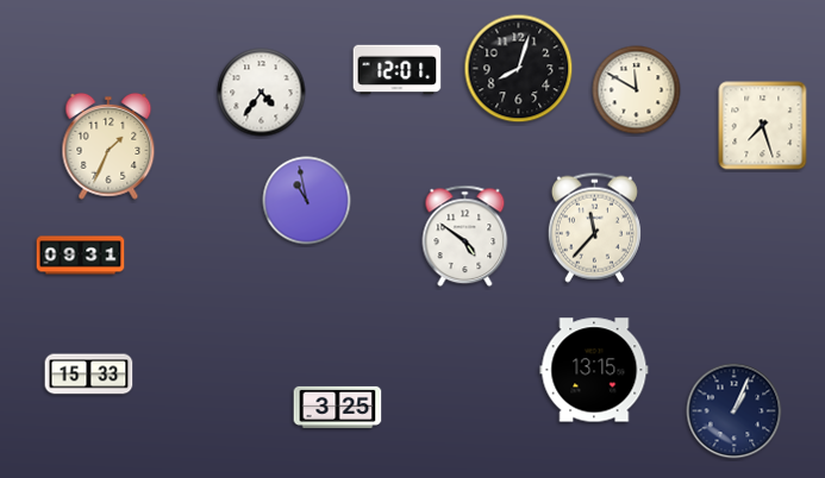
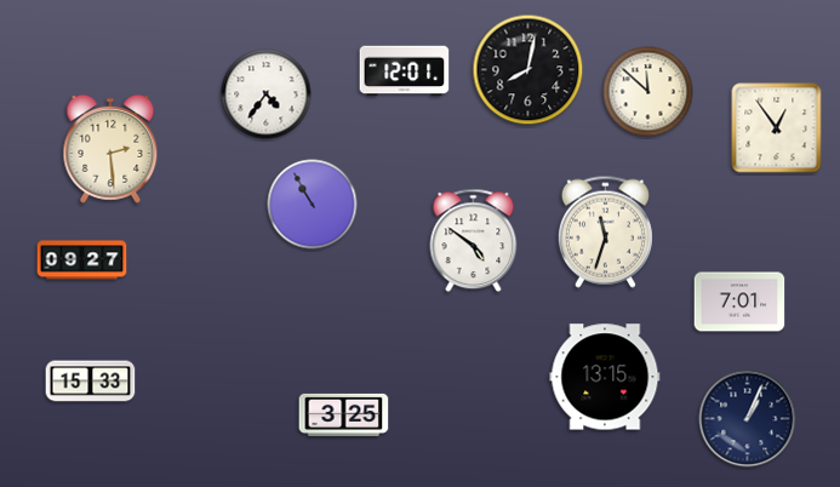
clock at (519, 69): 8:03 -> 8:02
clock at (637, 90): 11:50 -> 11:52
clock at (763, 126): 7:27 -> 12:54
clock at (108, 146): 1:34 -> 2:29
clock at (307, 201): 10:58 -> 10:55
clock at (594, 227): 11:37 -> 11:33
clock at (81, 256): 09:31 -> 09:27
clock at (739, 302): none -> 7:01
